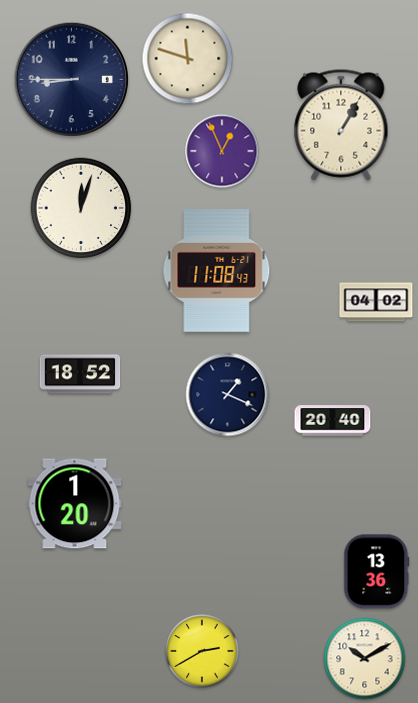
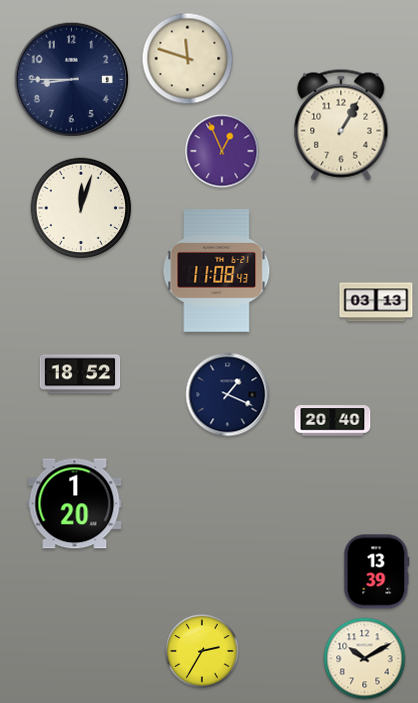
clock at (376, 302): 04:02 -> 03:13
clock at (377, 572): 13:36 -> 13:39
clock at (202, 651): 2:40 -> 2:35
